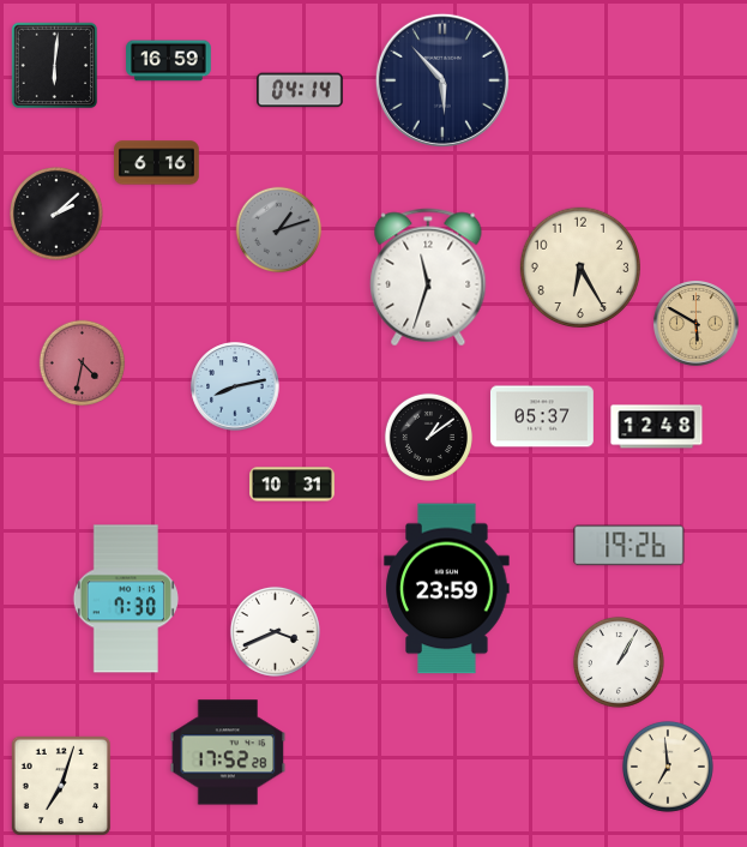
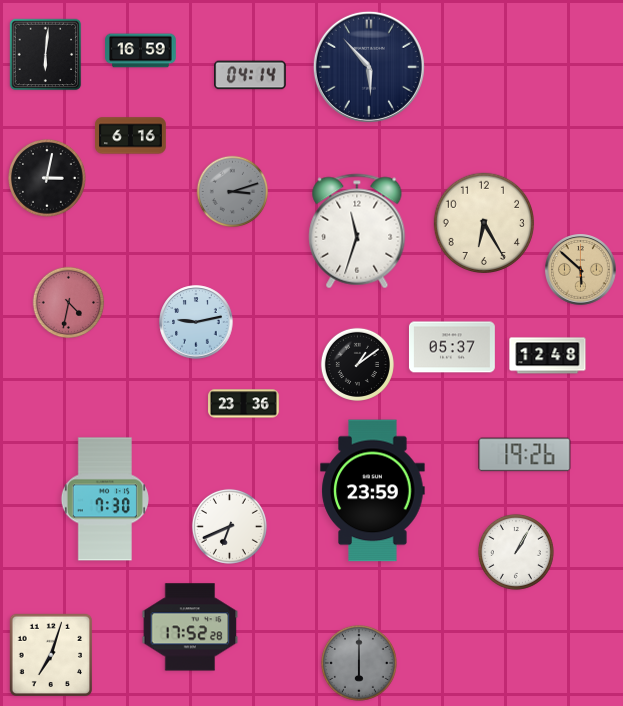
clock at (56, 214): 2:08 -> 3:02
clock at (279, 230): 1:12 -> 3:12
clock at (697, 324): 5:50 -> 5:52
clock at (235, 386): 8:13 -> 9:13
clock at (293, 485): 10:31 -> 23:36
clock at (275, 631): 3:41 -> 6:41
clock at (668, 767): 6:59 -> none
clock at (359, 663): none -> 6:00
